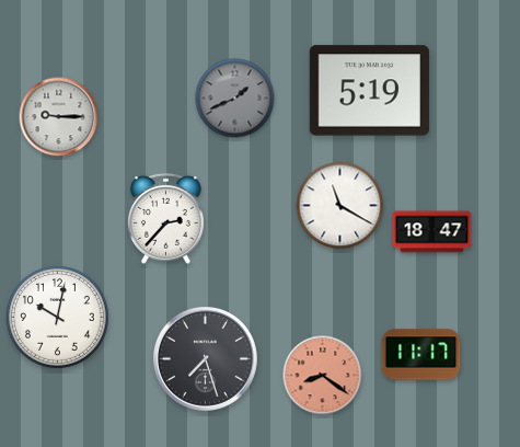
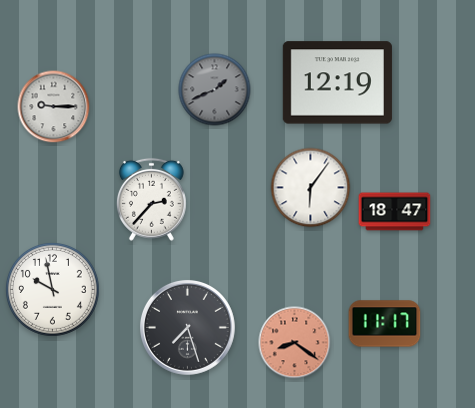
clock at (369, 91): 5:19 -> 12:19
clock at (340, 206): 11:20 -> 6:06
clock at (57, 317): 10:02 -> 9:58
